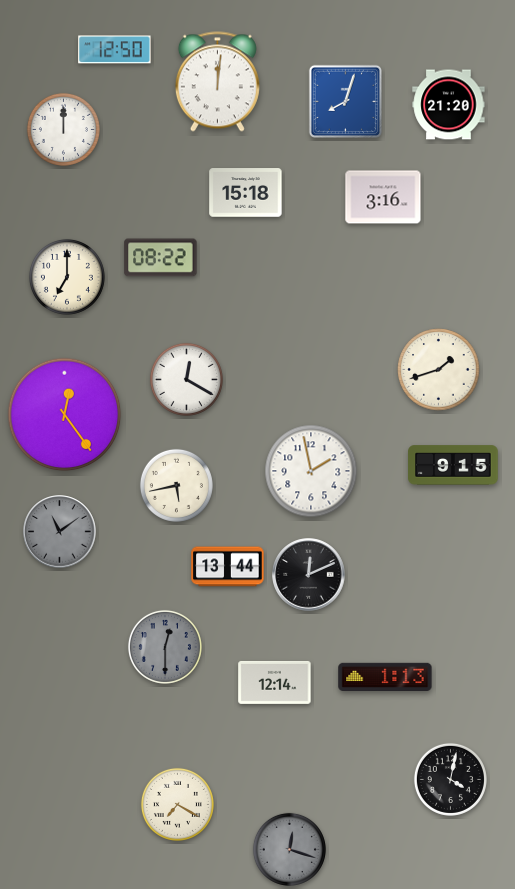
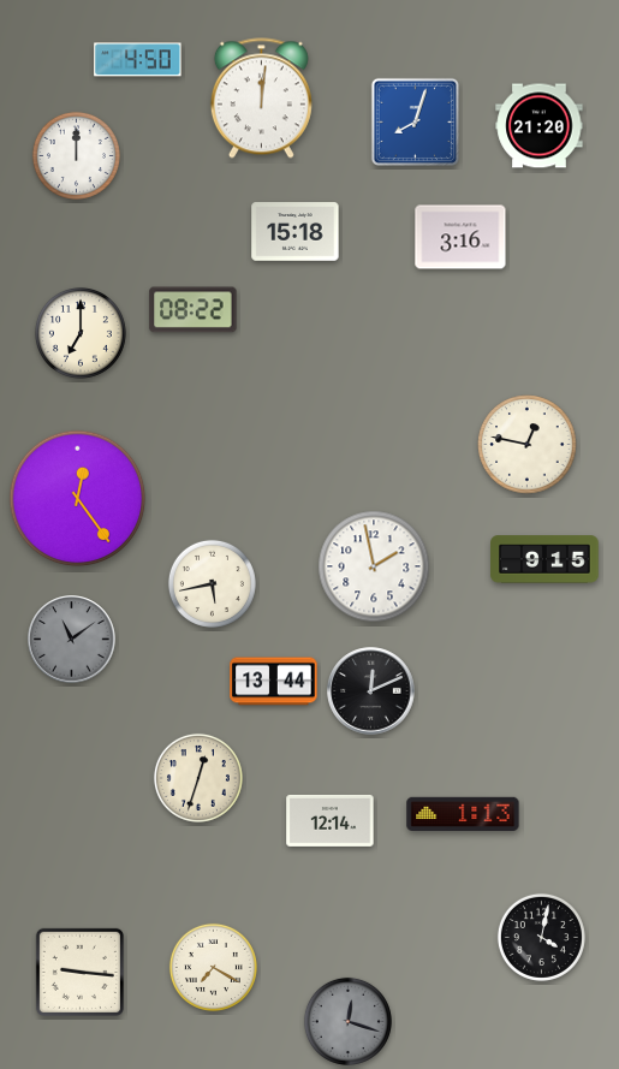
clock at (115, 50): 12:50 -> 4:50
clock at (439, 370): 1:42 -> 12:47
clock at (186, 379): 12:20 -> none
clock at (165, 647): 12:30 -> 12:33
clock at (165, 647) dial: grey -> cream
clock at (79, 972): none -> 9:16
